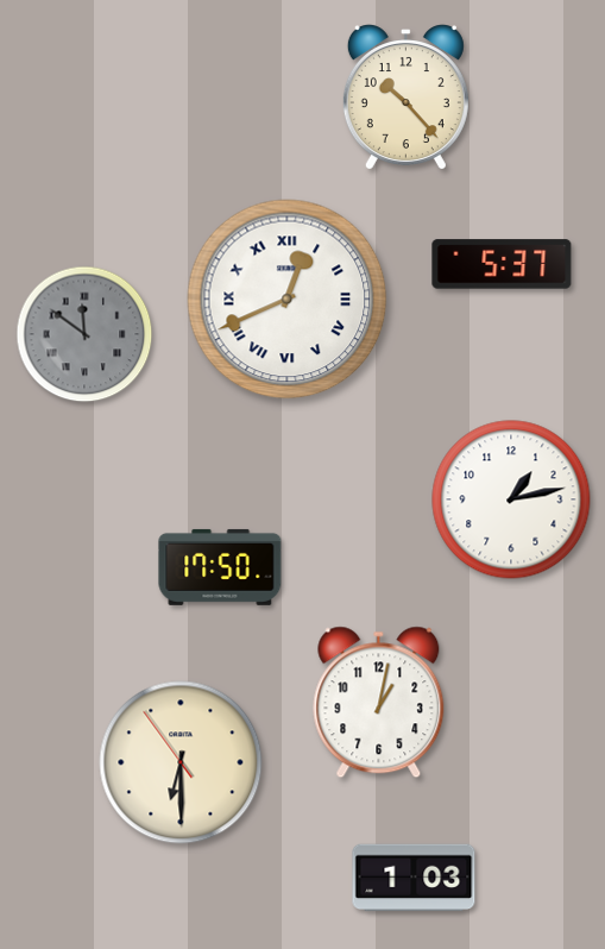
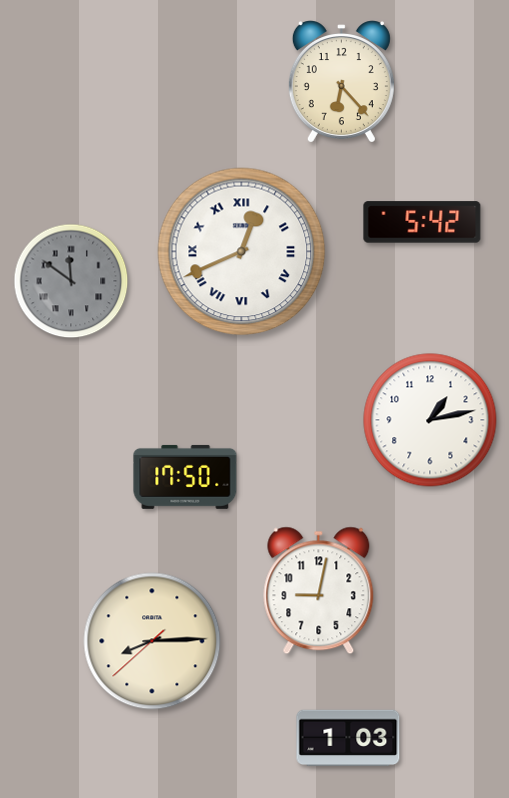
clock at (405, 96): 10:23 -> 6:23
clock at (502, 264): 5:37 -> 5:42
clock at (379, 703): 1:02 -> 9:02
clock at (181, 762): 6:29 -> 8:14
